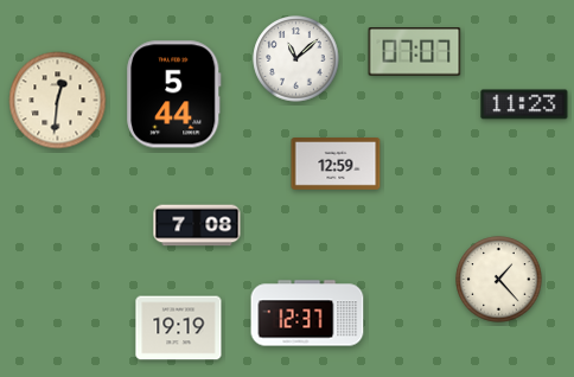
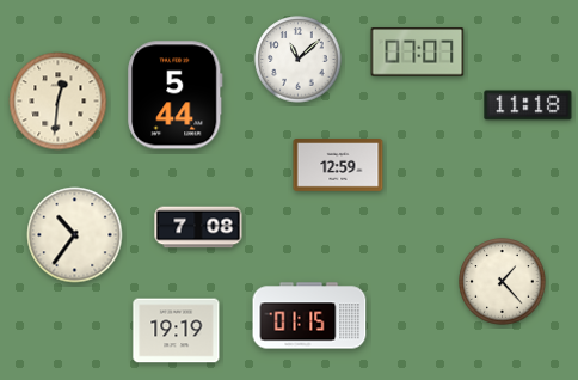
clock at (524, 104): 11:23 -> 11:18
clock at (75, 235): none -> 10:36
clock at (307, 313): 12:37 -> 01:15
clock at (179, 328) position: (179, 328) -> (177, 331)
